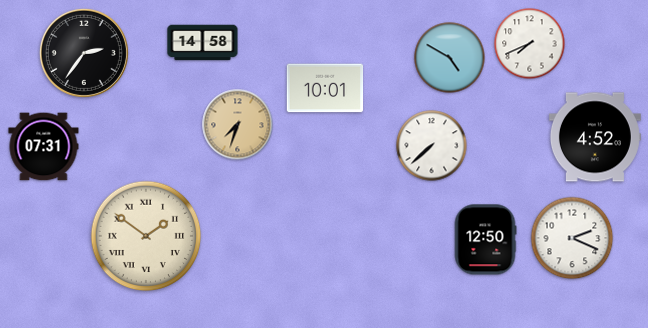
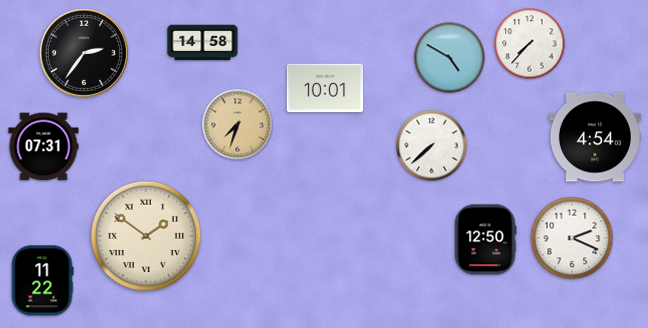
clock at (530, 44): 7:41 -> 7:37
clock at (595, 137): 4:52 -> 4:54
clock at (42, 281): none -> 11:22
